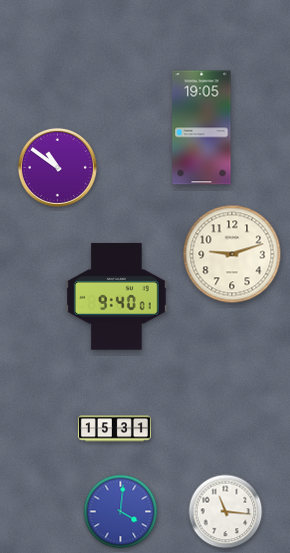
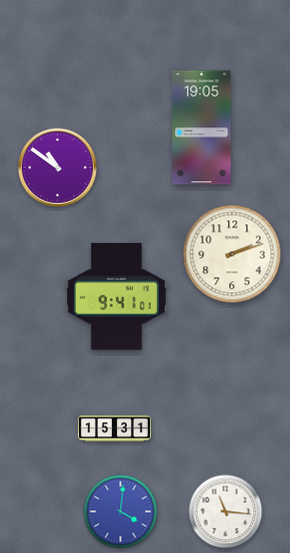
clock at (232, 254): 9:12 -> 2:12
clock at (117, 296): 9:40 -> 9:41
